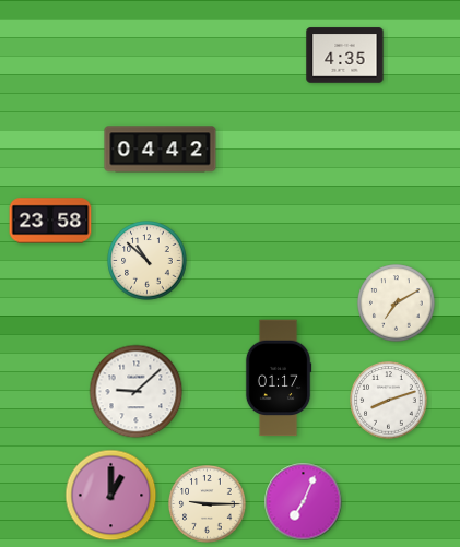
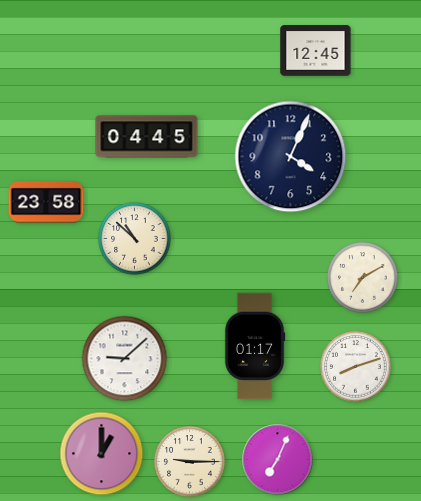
clock at (345, 56): 4:35 -> 12:45
clock at (161, 150): 04:42 -> 04:45
clock at (291, 157): none -> 4:04
